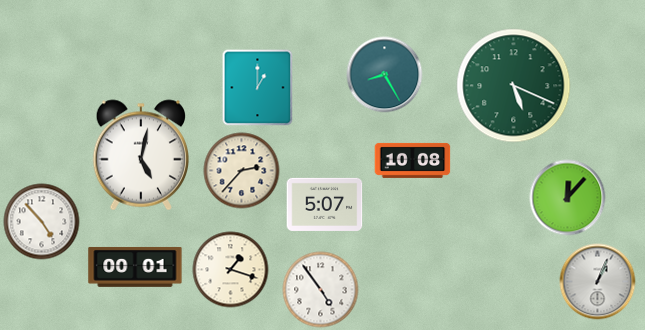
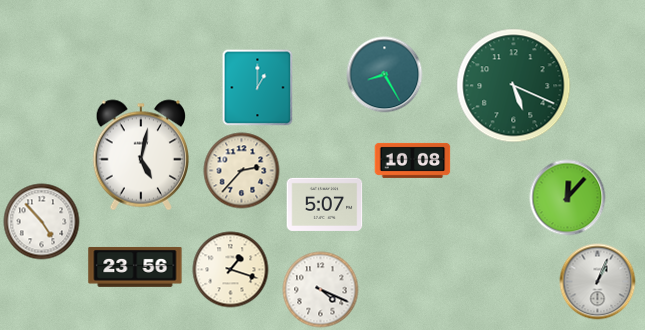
clock at (135, 267): 00:01 -> 23:56
clock at (321, 290): 4:54 -> 4:19
